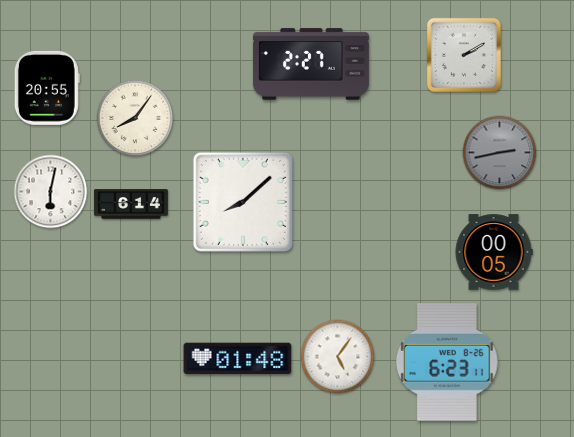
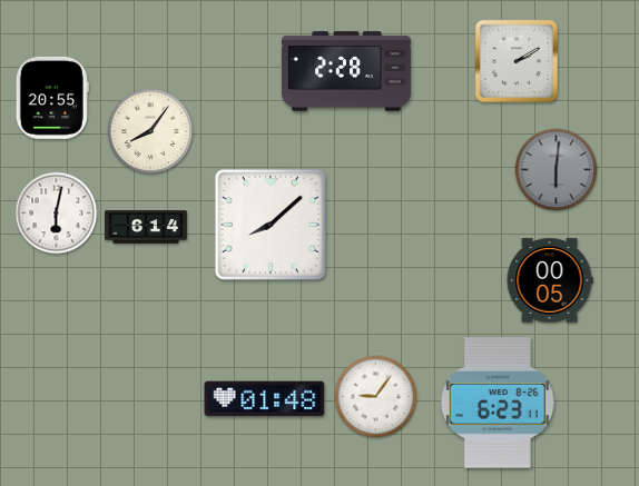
clock at (311, 64): 2:27 -> 2:28
clock at (500, 153): 2:43 -> 6:01
clock at (338, 357): 5:06 -> 9:06
